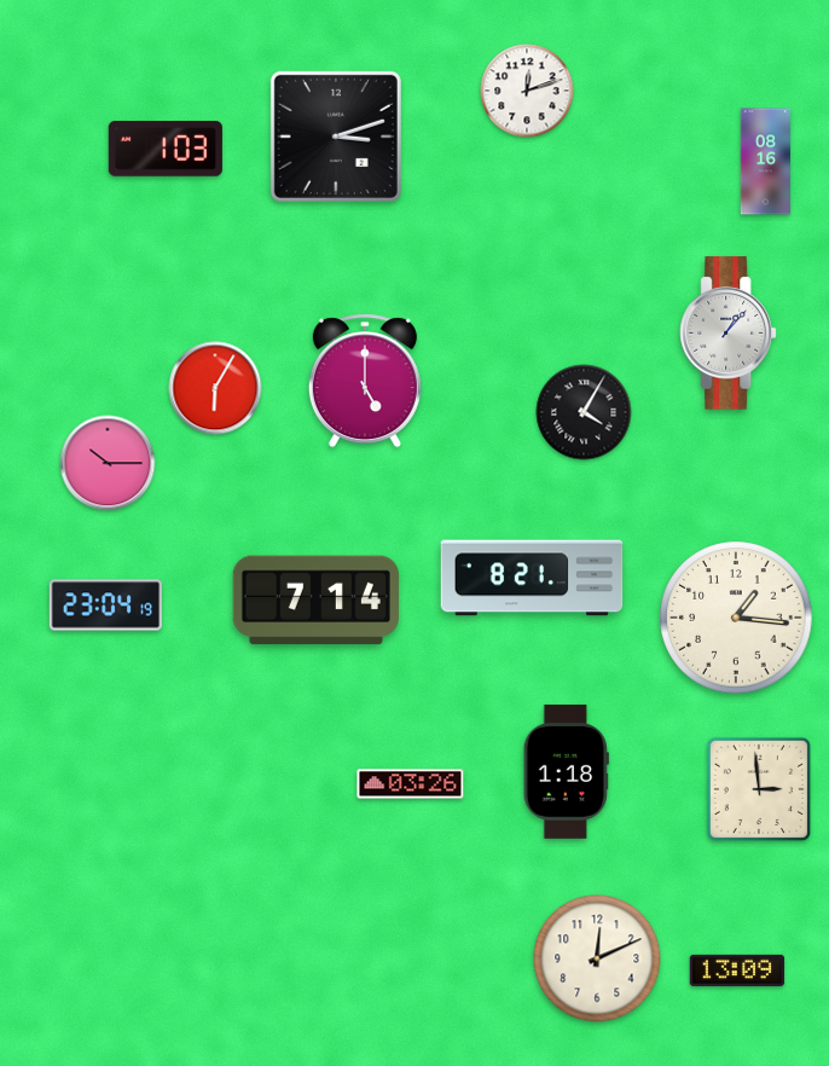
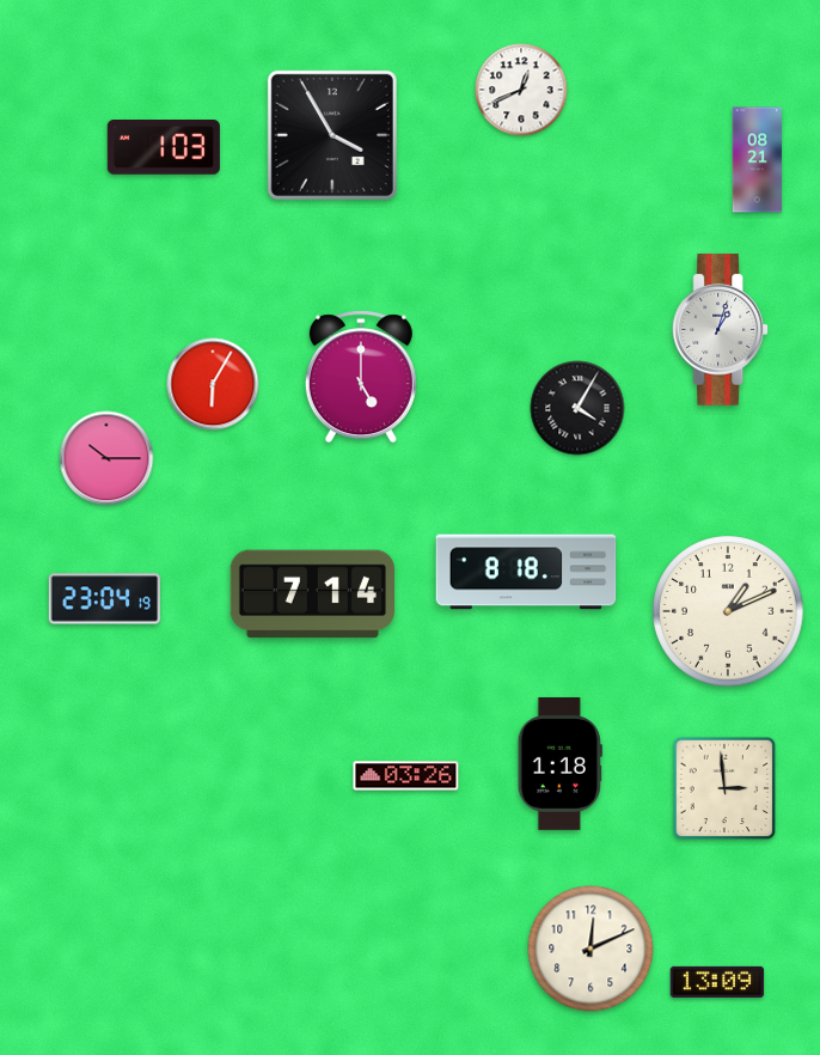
clock at (527, 91): 12:12 -> 12:41
clock at (336, 137): 3:12 -> 3:55
clock at (766, 162): 08:16 -> 08:21
clock at (729, 334): 1:07 -> 1:03
clock at (532, 578): 8:21 -> 8:18
clock at (736, 618): 1:16 -> 1:11
clock at (759, 789) position: (759, 789) -> (724, 788)
clock at (737, 971) position: (737, 971) -> (717, 982)
